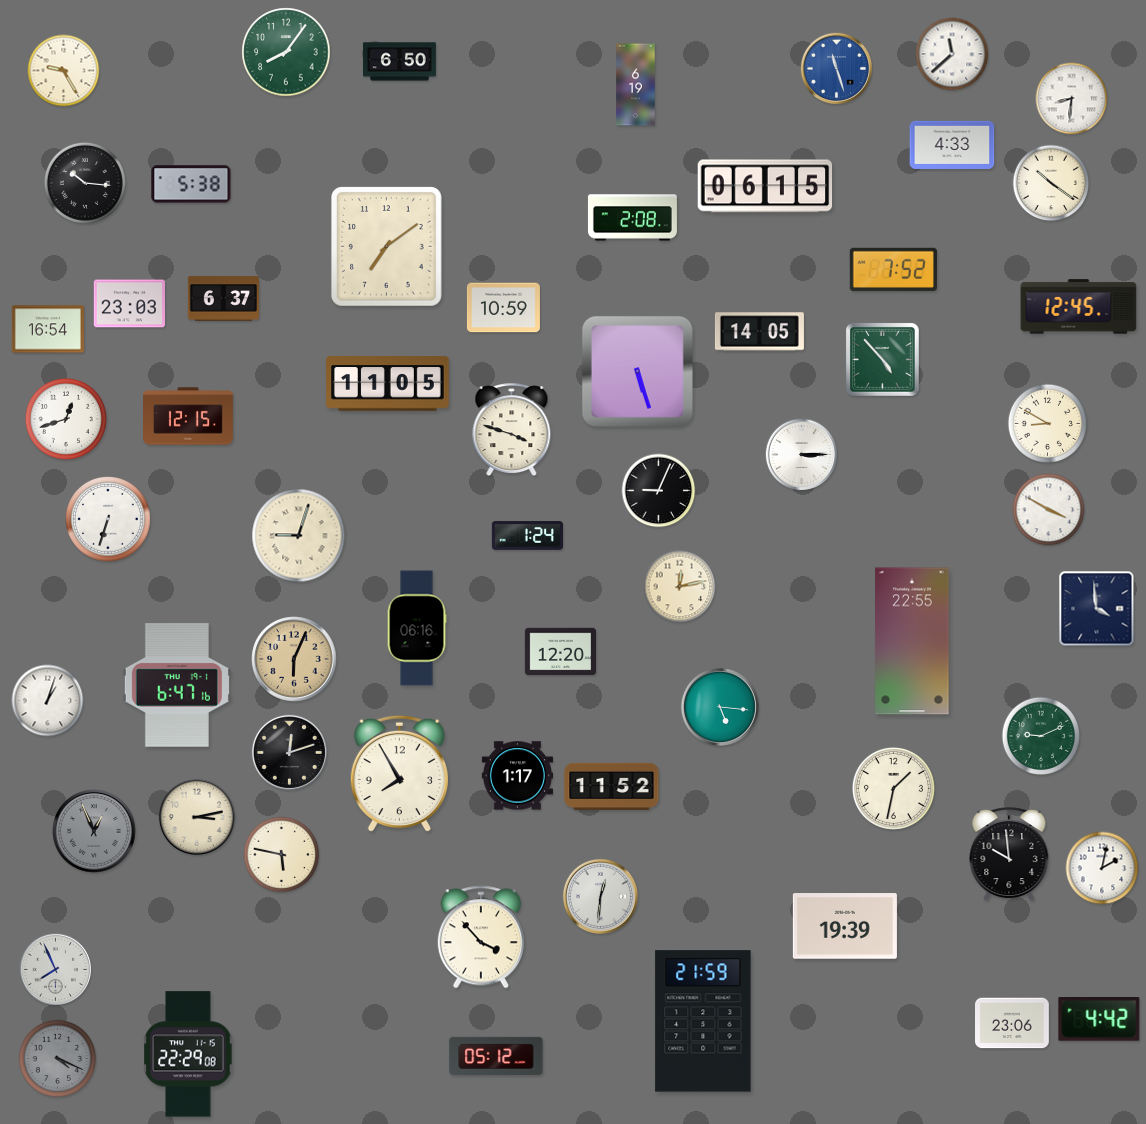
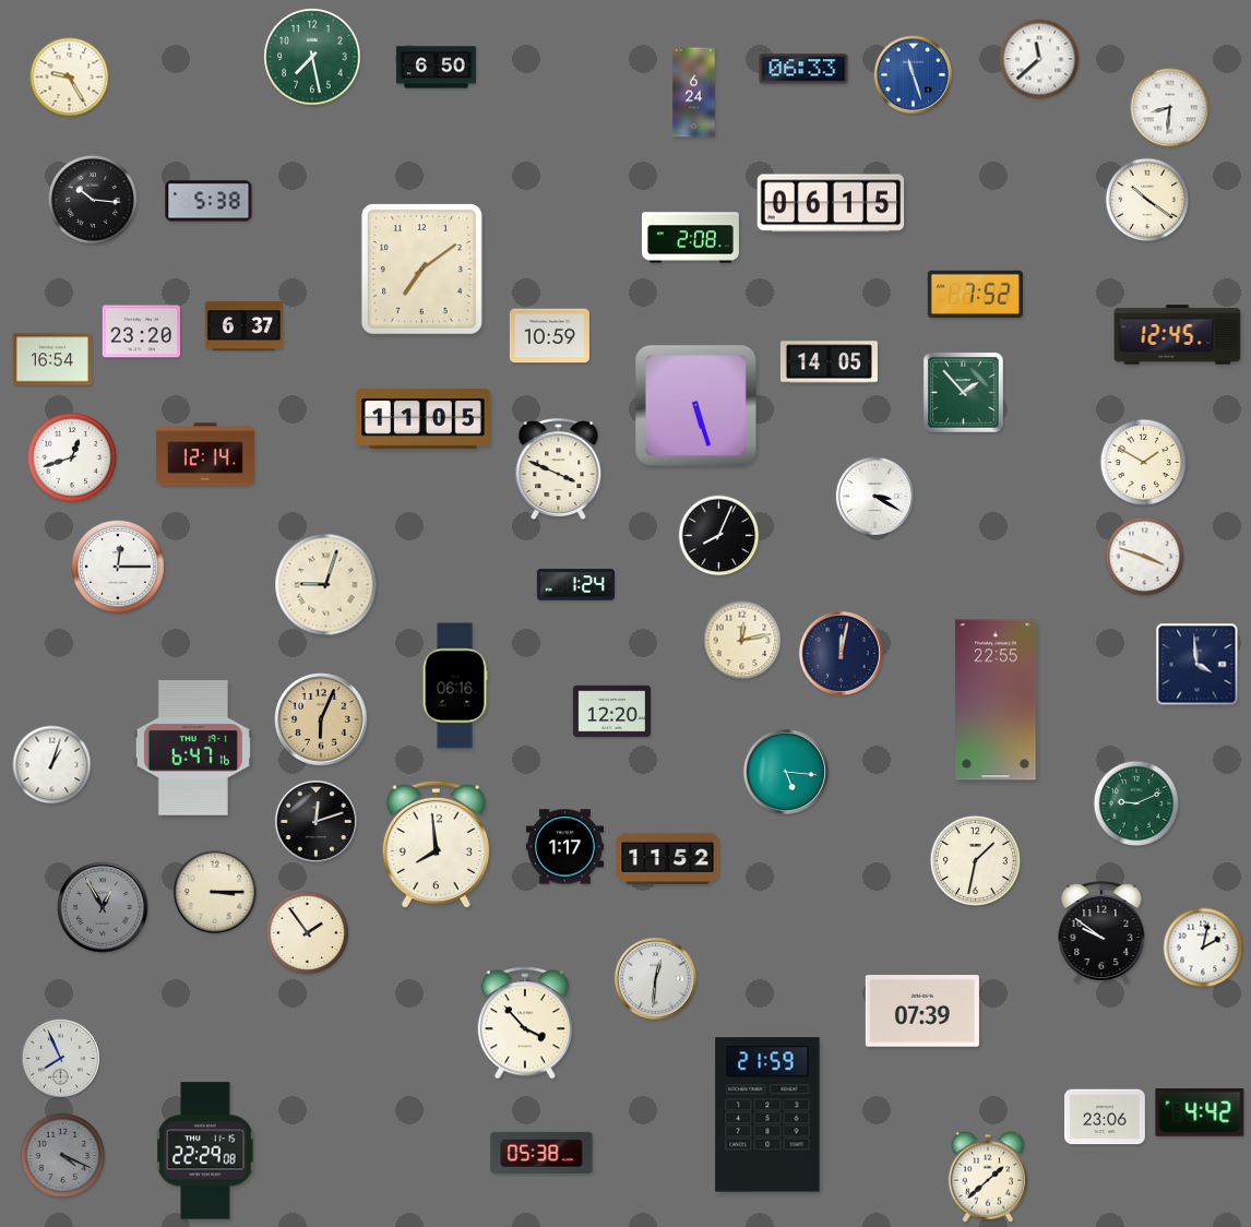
clock at (286, 52): 8:06 -> 7:28
clock at (803, 69): none -> 06:33
clock at (636, 85): 6:19 -> 6:24
clock at (952, 145): 4:33 -> none
clock at (765, 186) position: (765, 186) -> (831, 203)
clock at (129, 304): 23:03 -> 23:20
clock at (882, 359): 4:53 -> 1:53
clock at (189, 416): 12:15 -> 12:14
clock at (1047, 423): 8:50 -> 1:50
clock at (512, 429): 3:48 -> 3:49
clock at (802, 455): 3:15 -> 3:20
clock at (659, 491): 9:04 -> 8:04
clock at (1049, 510): 3:50 -> 3:48
clock at (108, 519): 6:33 -> 12:15
clock at (841, 653): none -> 12:02
clock at (399, 774): 7:55 -> 7:59
clock at (197, 817): 3:13 -> 3:15
clock at (94, 831): 12:56 -> 12:55
clock at (282, 855): 5:47 -> 1:54
clock at (1009, 855): 9:59 -> 9:51
clock at (845, 926): 19:39 -> 07:39
clock at (496, 1056): 05:12 -> 05:38
clock at (987, 1177): none -> 1:38
